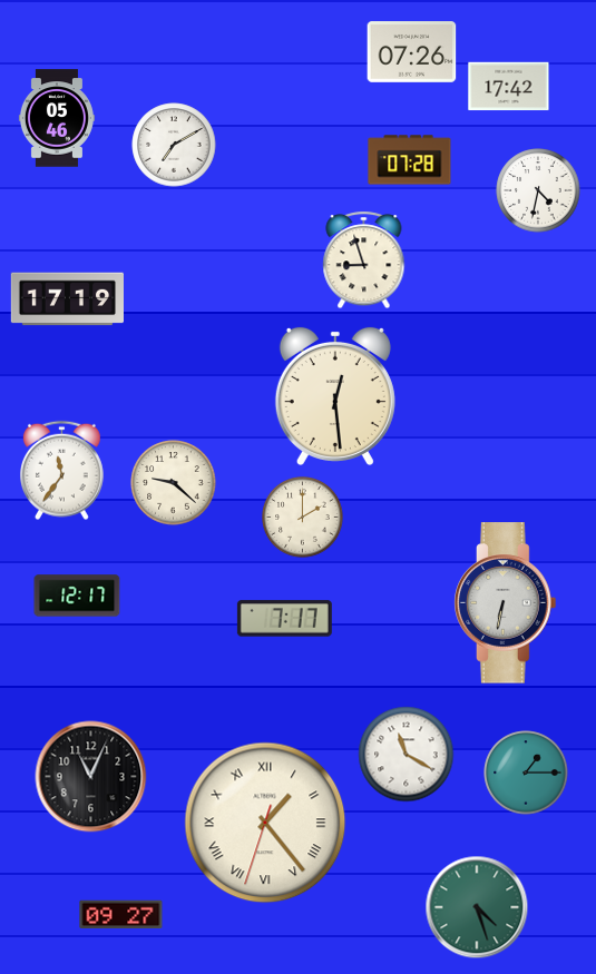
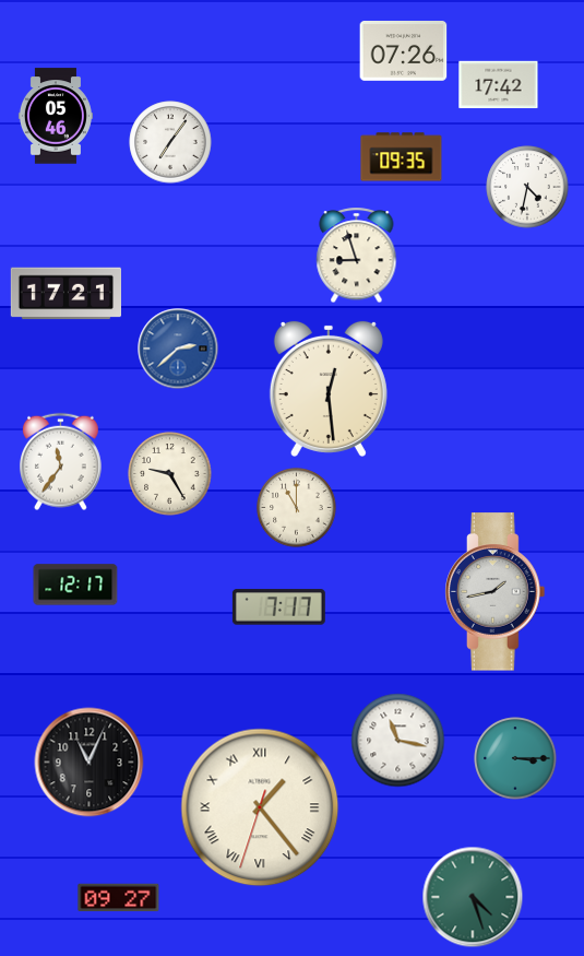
clock at (174, 145): 7:10 -> 7:06
clock at (410, 160): 07:28 -> 09:35
clock at (67, 299): 17:19 -> 17:21
clock at (178, 349): none -> 2:38
clock at (174, 483): 9:22 -> 9:25
clock at (303, 518): 2:00 -> 11:00
clock at (506, 603): 6:32 -> 1:43
clock at (407, 755): 11:20 -> 11:17
clock at (526, 773): 1:15 -> 3:15
clock at (477, 907) position: (477, 907) -> (473, 897)
